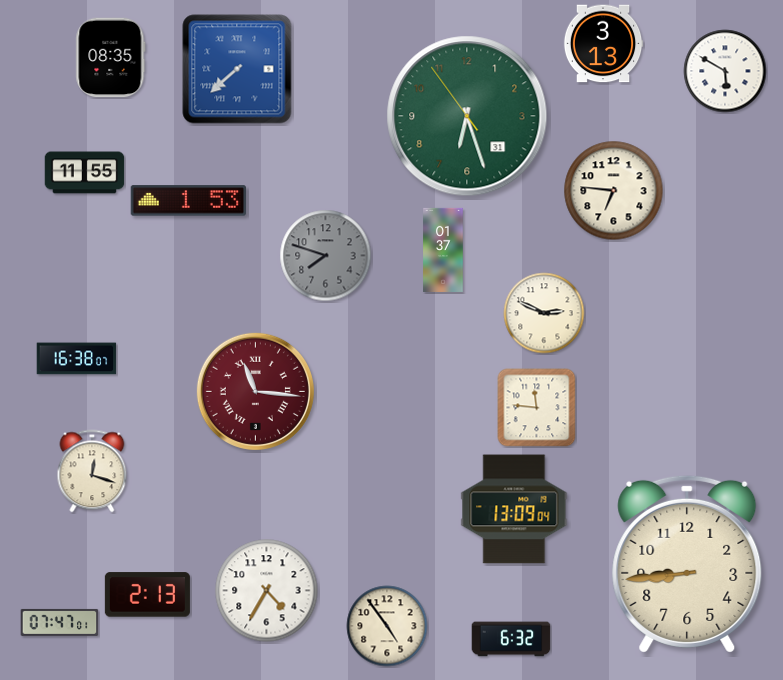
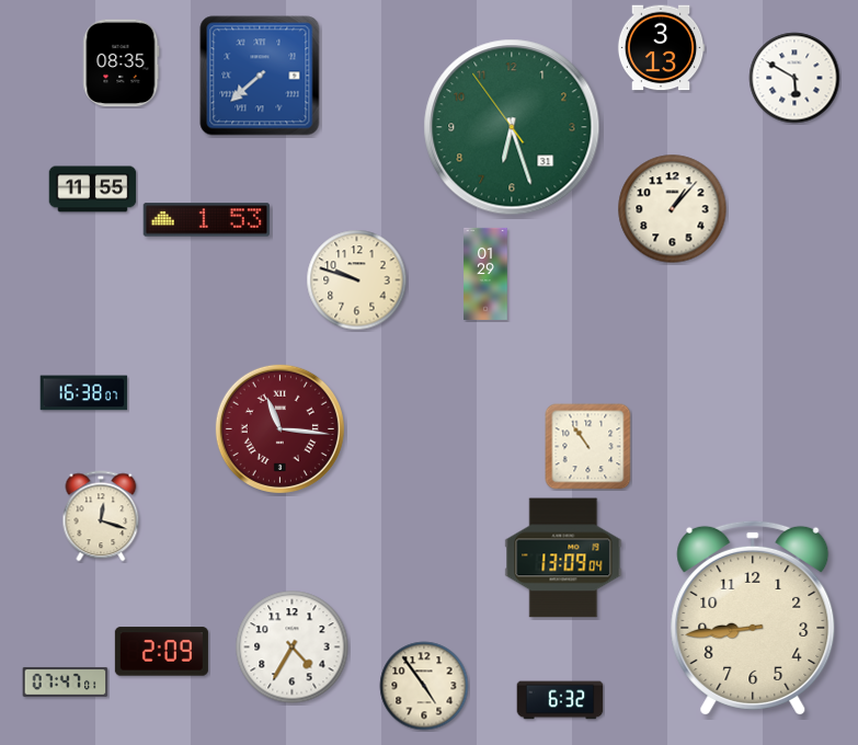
clock at (614, 191): 6:46 -> 1:07
clock at (443, 250): 01:37 -> 01:29
clock at (326, 256): 7:48 -> 9:48
clock at (326, 256) dial: grey -> cream
clock at (544, 313): 2:49 -> none
clock at (537, 408): 11:46 -> 10:54
clock at (147, 595): 2:13 -> 2:09
